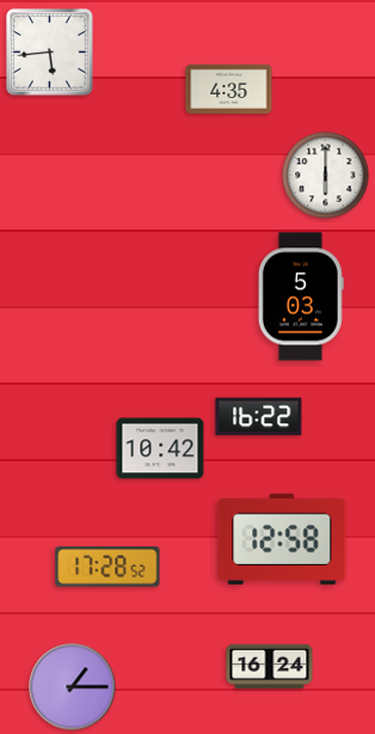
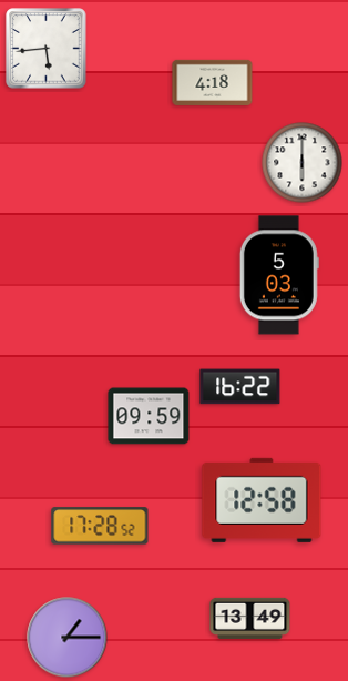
clock at (229, 88): 4:35 -> 4:18
clock at (160, 448): 10:42 -> 09:59
clock at (270, 666): 16:24 -> 13:49
